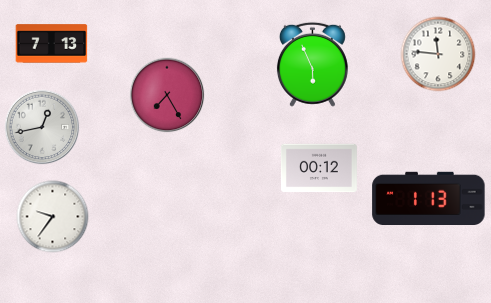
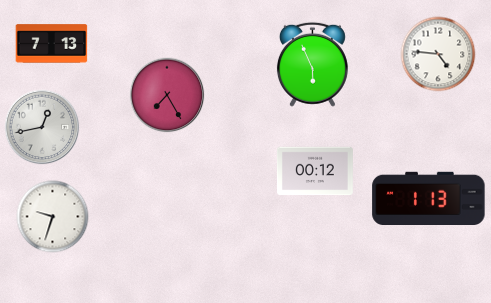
clock at (438, 54): 11:46 -> 4:46
clock at (319, 168) position: (319, 168) -> (315, 171)
clock at (53, 217): 9:36 -> 9:33
